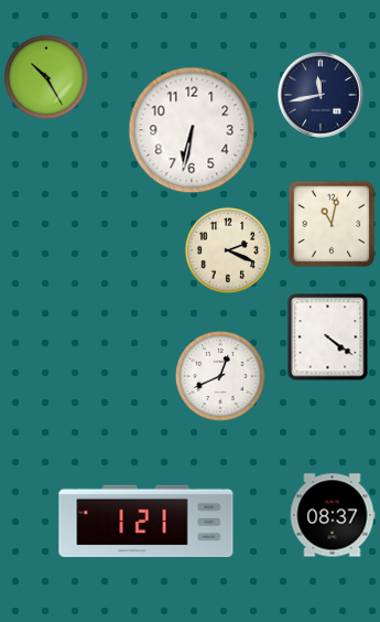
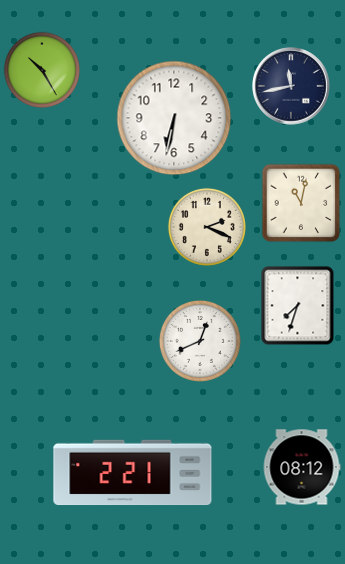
clock at (328, 337): 4:21 -> 7:33
clock at (333, 515): 08:37 -> 08:12
clock at (146, 522): 1:21 -> 2:21
